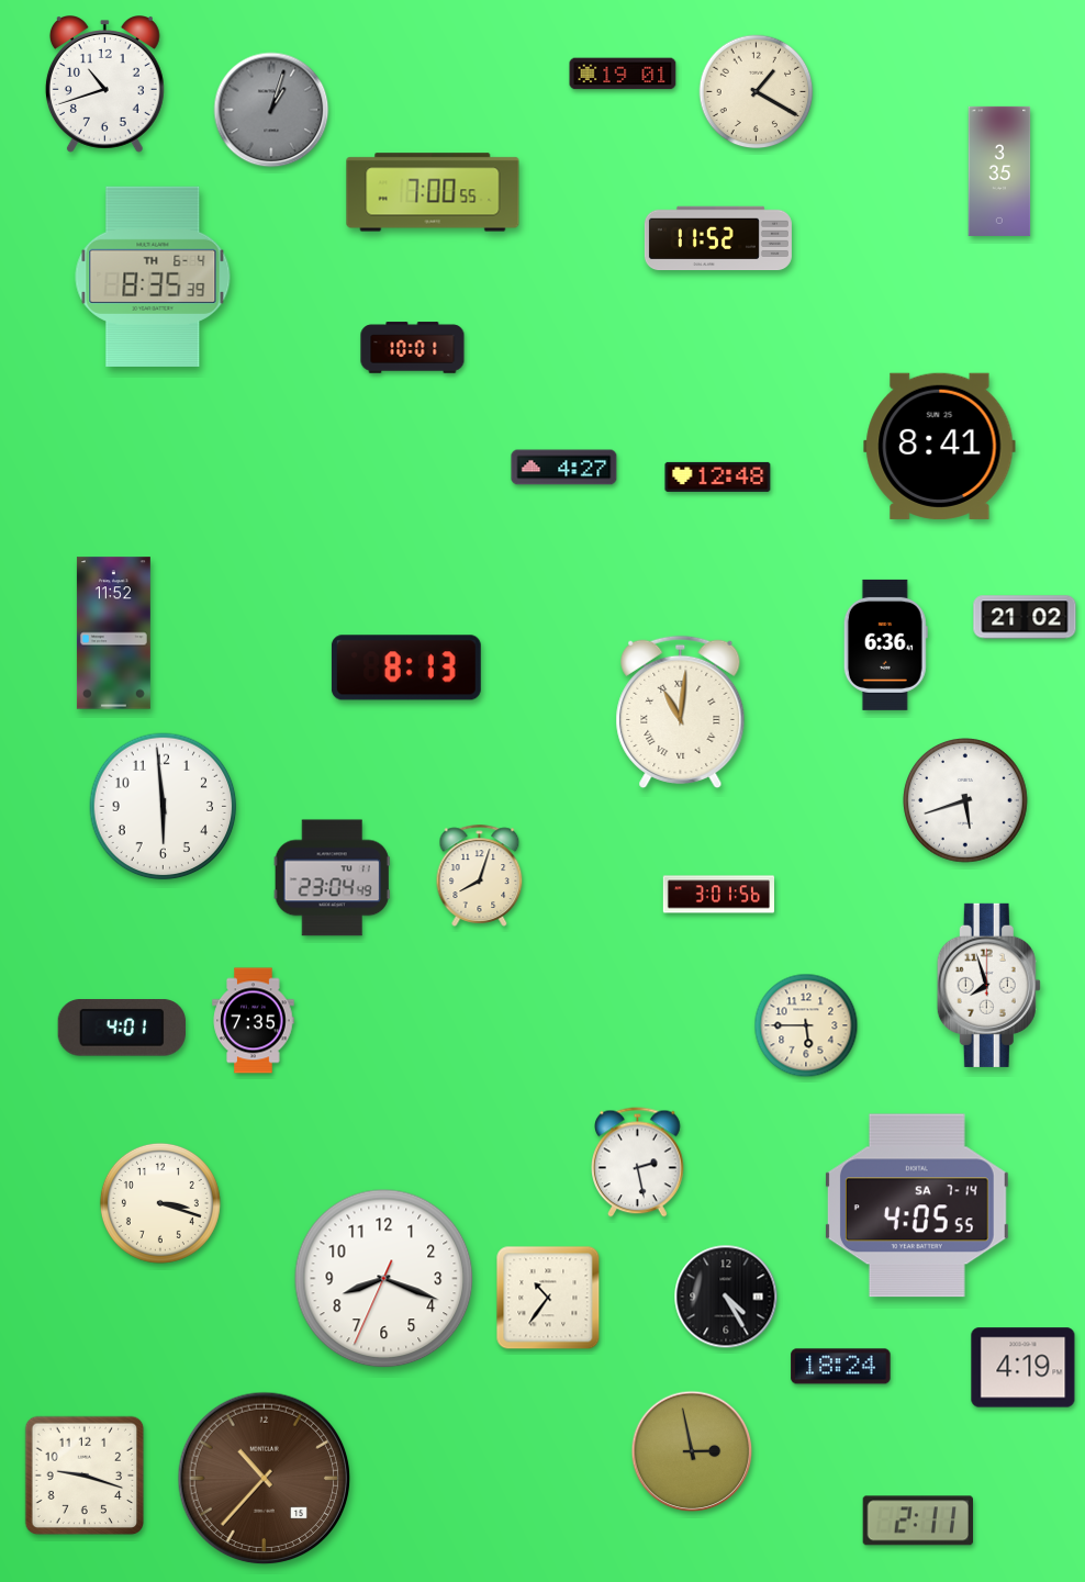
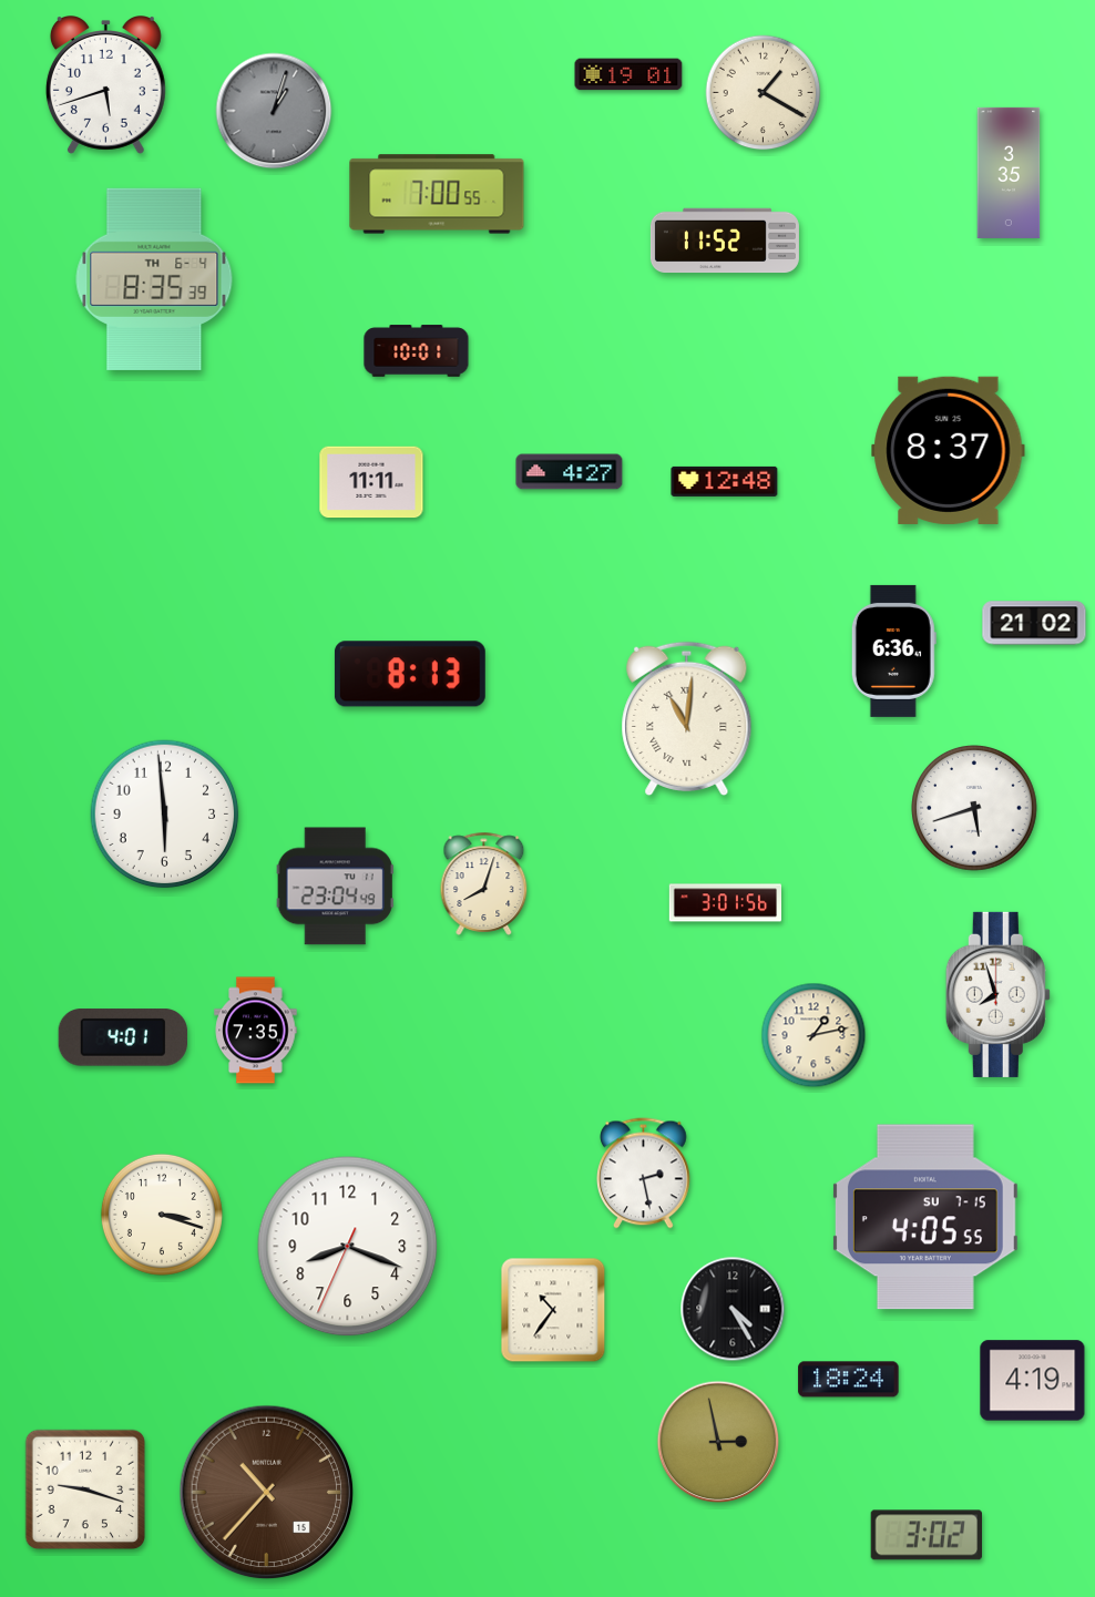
clock at (104, 85): 10:42 -> 5:42
clock at (940, 446): 8:41 -> 8:37
clock at (371, 482): none -> 11:11
clock at (113, 633): 11:52 -> none
clock at (806, 1025): 5:45 -> 1:13
clock at (917, 1205) date: SA 7-14 -> SU 7-15
clock at (384, 1279) position: (384, 1279) -> (348, 1247)
clock at (692, 1451) position: (692, 1451) -> (718, 1442)
clock at (917, 1521): 2:11 -> 3:02
